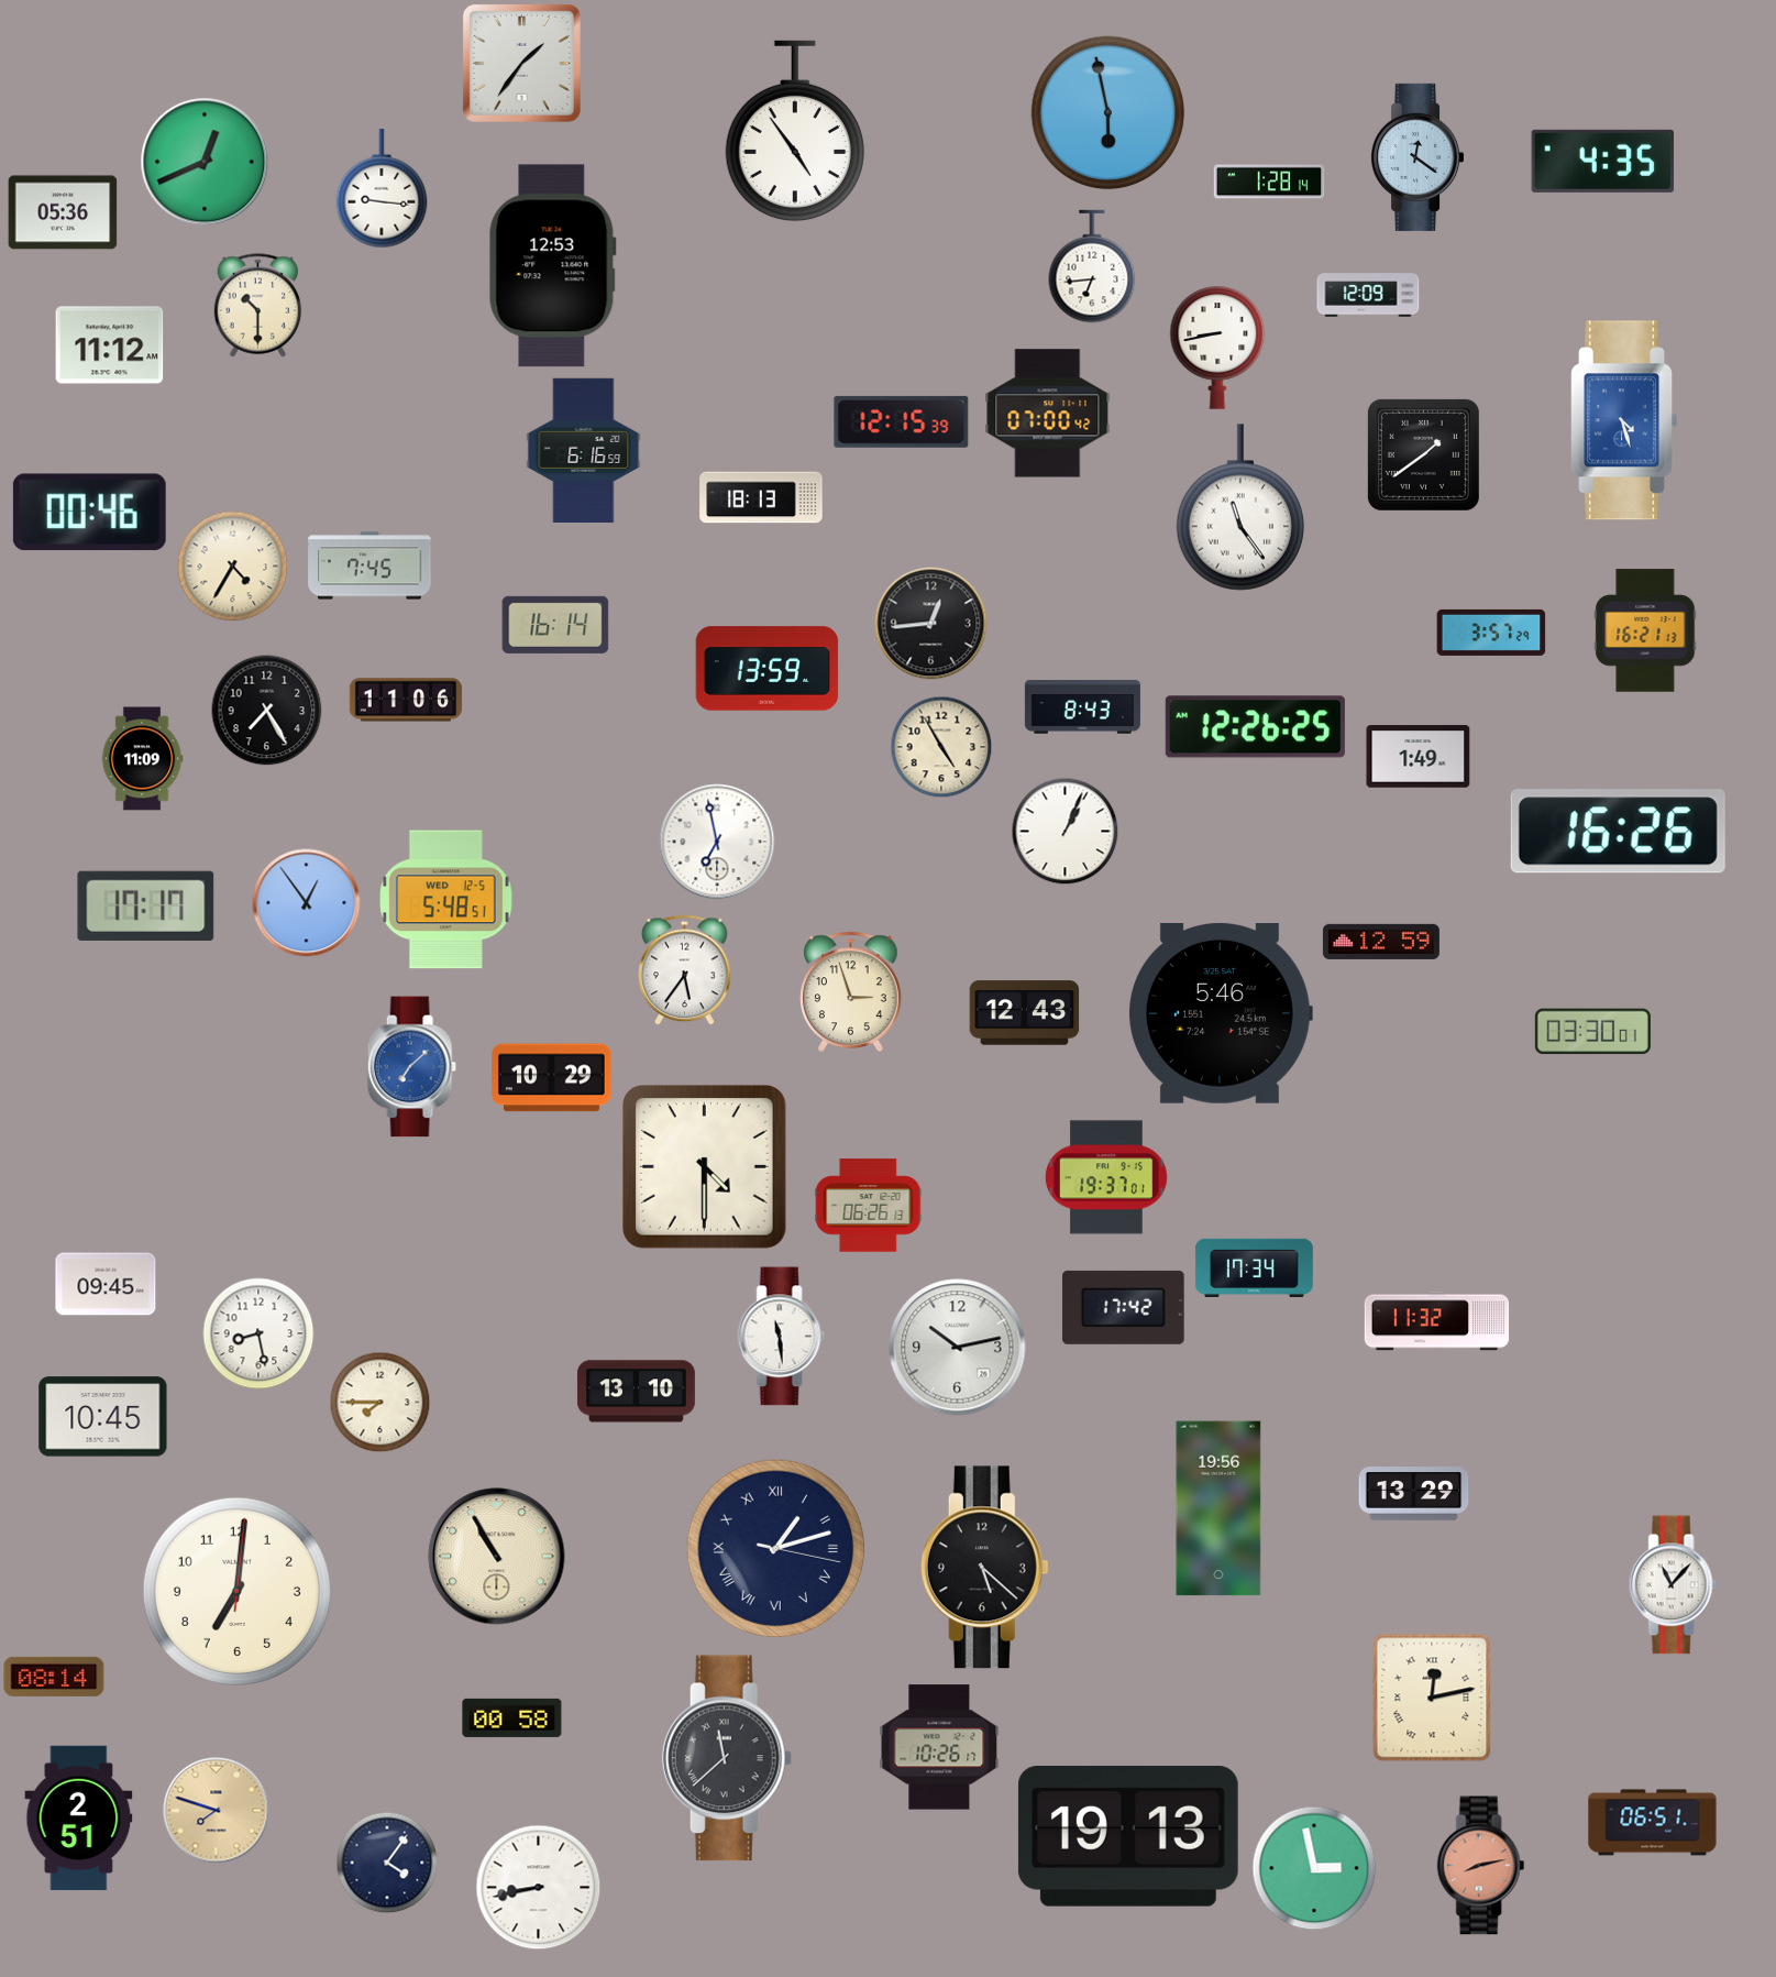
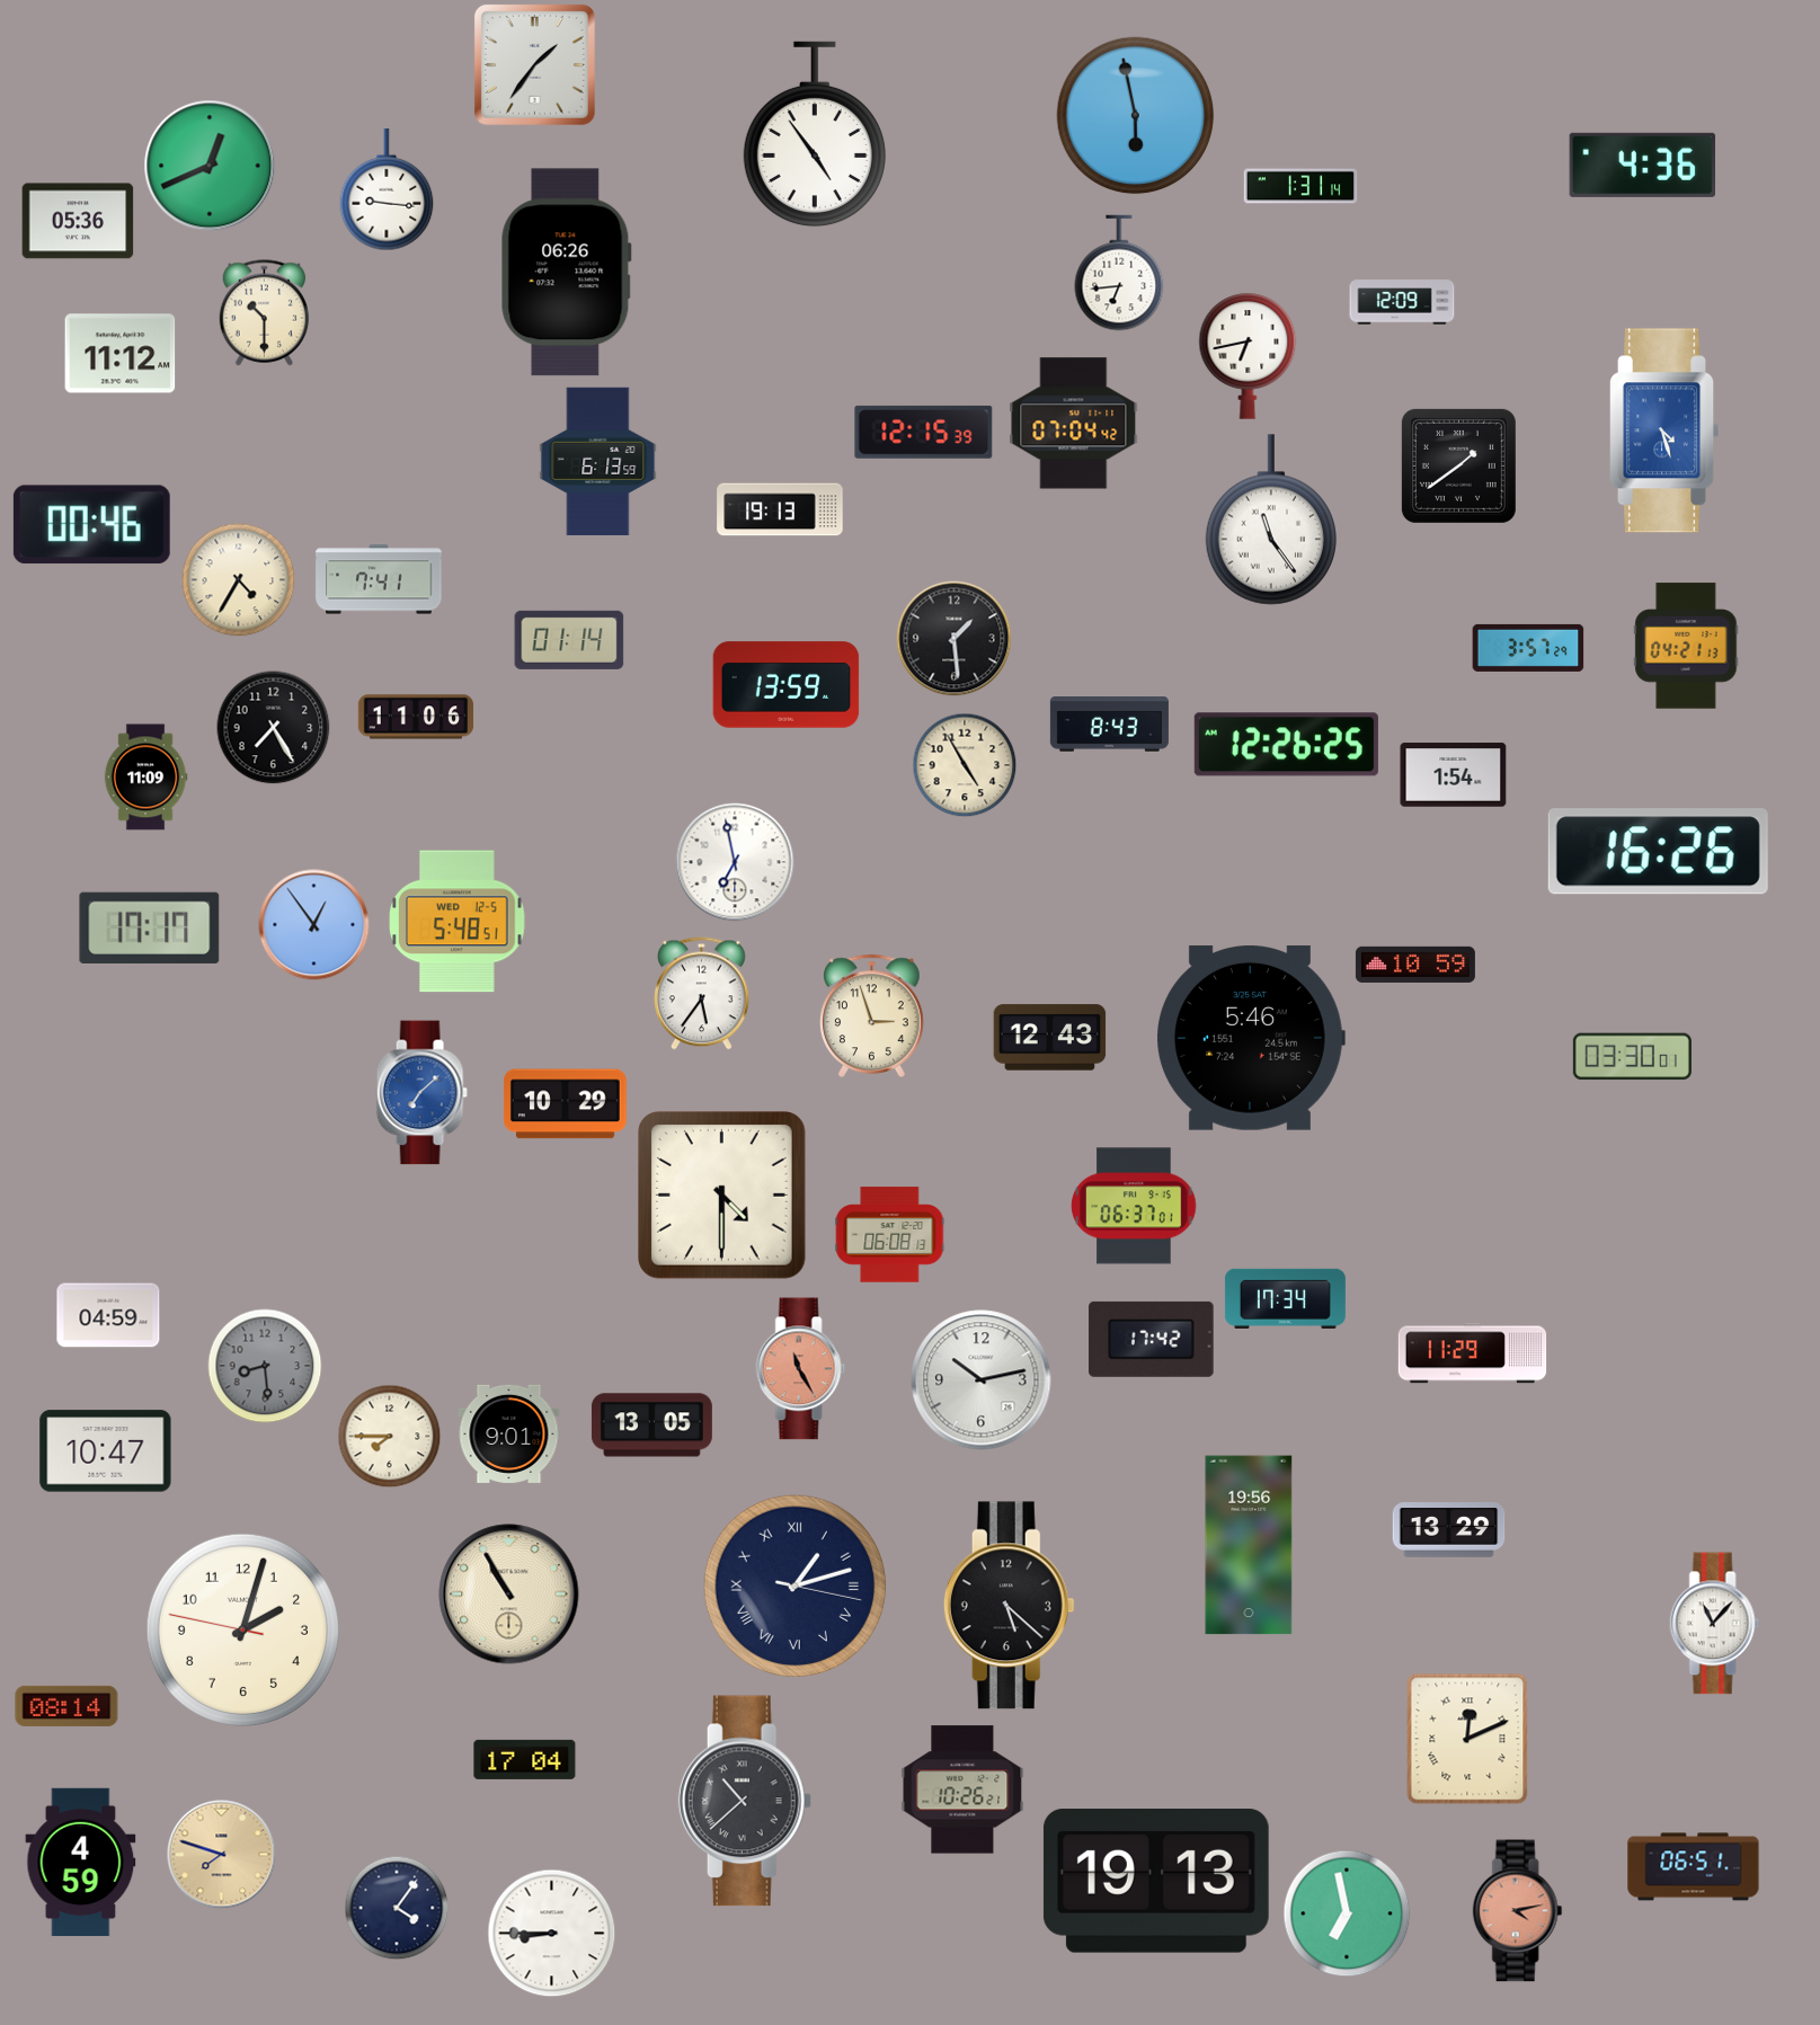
clock at (1419, 157): 12:21 -> none
clock at (1603, 161): 4:35 -> 4:36
clock at (1269, 182): 1:28 -> 1:31
clock at (382, 188) position: (382, 188) -> (387, 189)
clock at (63, 212) position: (63, 212) -> (78, 221)
clock at (552, 266): 12:53 -> 06:26
clock at (110, 345) position: (110, 345) -> (121, 354)
clock at (1217, 348): 8:43 -> 6:43
clock at (1048, 414): 07:00 -> 07:04
clock at (584, 451): 6:16 -> 6:13
clock at (761, 497): 18:13 -> 19:13
clock at (369, 565): 7:45 -> 7:41
clock at (931, 624): 12:44 -> 1:29
clock at (555, 625): 16:14 -> 01:14
clock at (1645, 630): 16:21 -> 04:21
clock at (1419, 757): 1:49 -> 1:54
clock at (1066, 832): 1:04 -> none
clock at (1381, 942): 12:59 -> 10:59
clock at (1106, 1177): 19:37 -> 06:37
clock at (869, 1206): 06:26 -> 06:08
clock at (106, 1284): 09:45 -> 04:59
clock at (1437, 1321): 11:32 -> 11:29
clock at (258, 1333): 8:28 -> 8:29
clock at (258, 1333) dial: white -> grey
clock at (782, 1337): 11:29 -> 11:25
clock at (782, 1337) dial: white -> salmon
clock at (636, 1392): 13:10 -> 13:05
clock at (509, 1433): none -> 9:01
clock at (103, 1417): 10:45 -> 10:47
clock at (236, 1591): 7:01 -> 2:02
clock at (54, 1677) position: (54, 1677) -> (66, 1706)
clock at (1432, 1698): 12:13 -> 12:11
clock at (512, 1717): 00:58 -> 17:04
clock at (939, 1747): 10:26:17 -> 10:26:21
clock at (727, 1758): 11:38 -> 10:38
clock at (79, 1819): 2:51 -> 4:59
clock at (1481, 1866): 8:13 -> 4:13
clock at (1314, 1868): 2:58 -> 6:58
clock at (539, 1888): 8:43 -> 8:45
